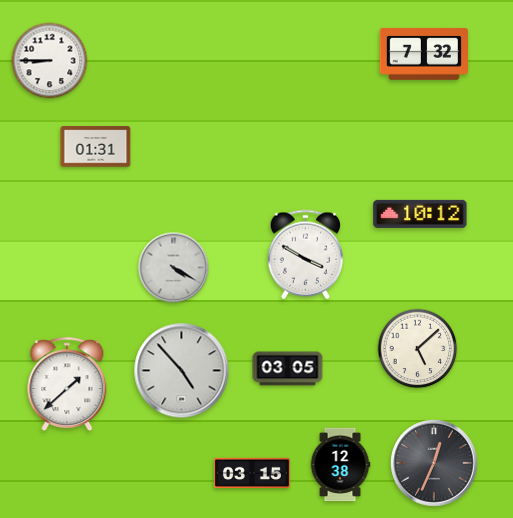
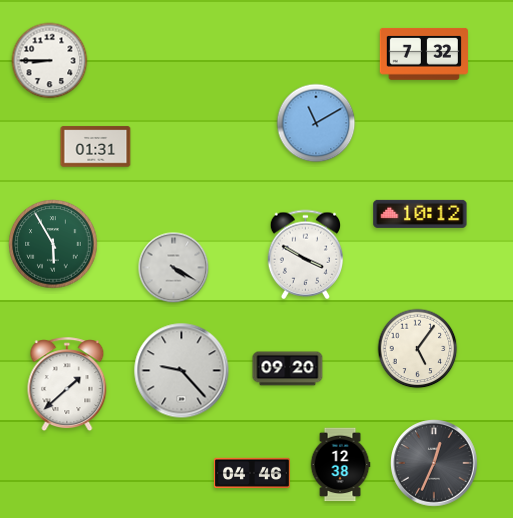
clock at (316, 123): none -> 11:10
clock at (53, 244): none -> 5:55
clock at (418, 349): 5:08 -> 5:06
clock at (288, 369): 03:05 -> 09:20
clock at (182, 371): 4:53 -> 9:23
clock at (252, 472): 03:15 -> 04:46
